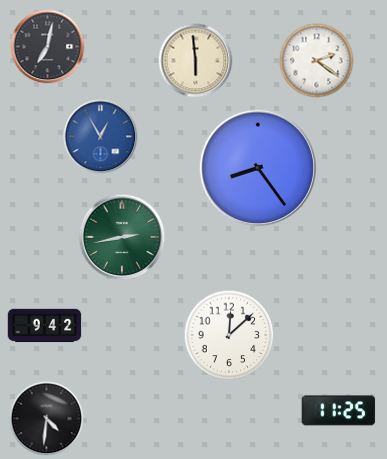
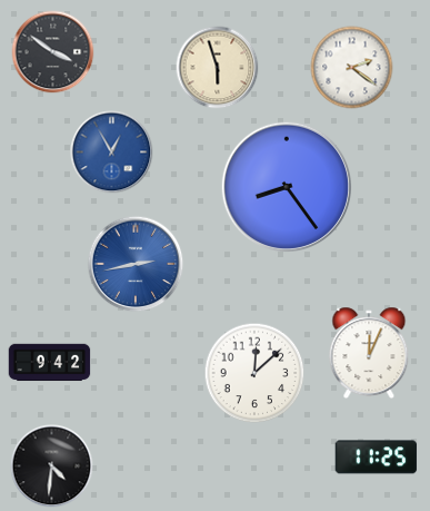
clock at (48, 47): 7:02 -> 3:51
clock at (196, 61): 5:59 -> 5:57
clock at (122, 237) dial: green -> blue
clock at (369, 353): none -> 12:04
